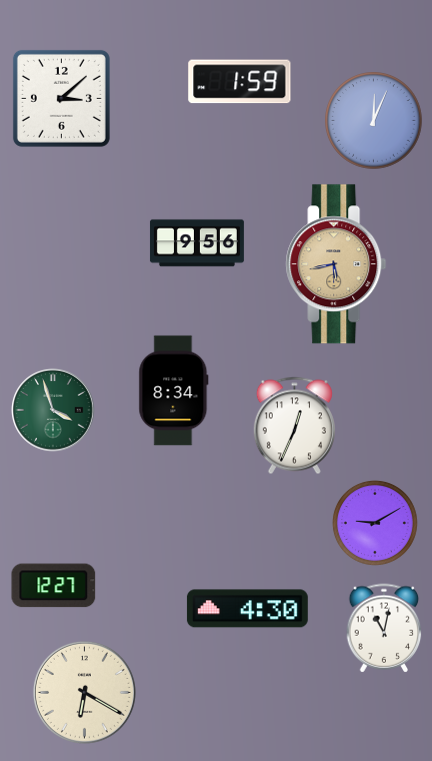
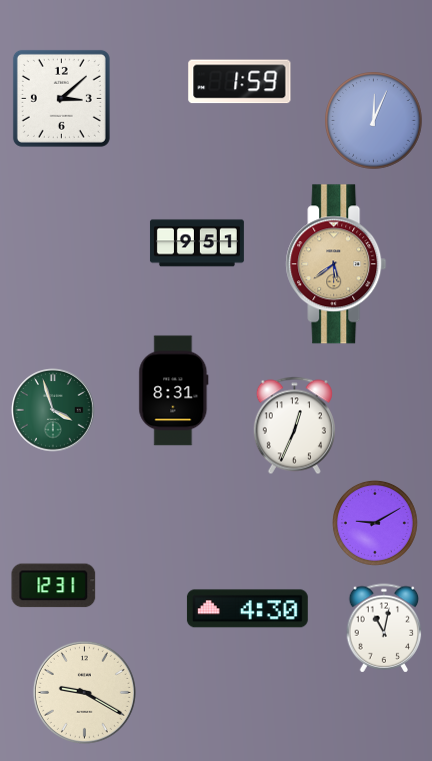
clock at (197, 243): 9:56 -> 9:51
clock at (336, 264): 5:43 -> 5:39
clock at (174, 391): 8:34 -> 8:31
clock at (54, 586): 12:27 -> 12:31
clock at (84, 692): 6:20 -> 9:20
